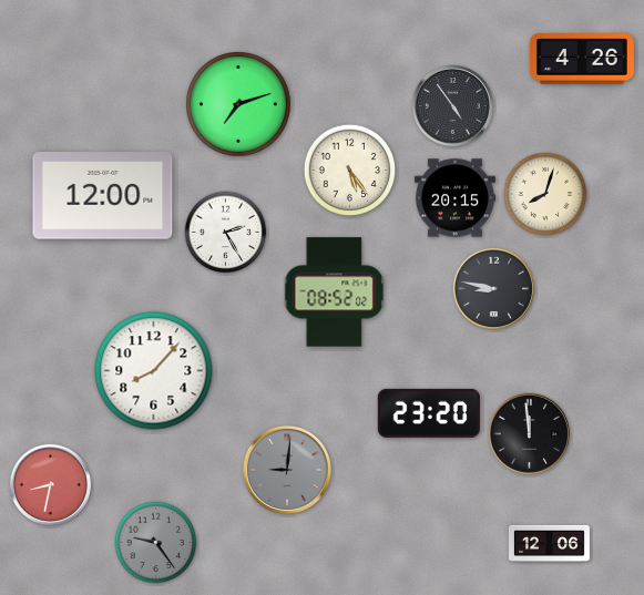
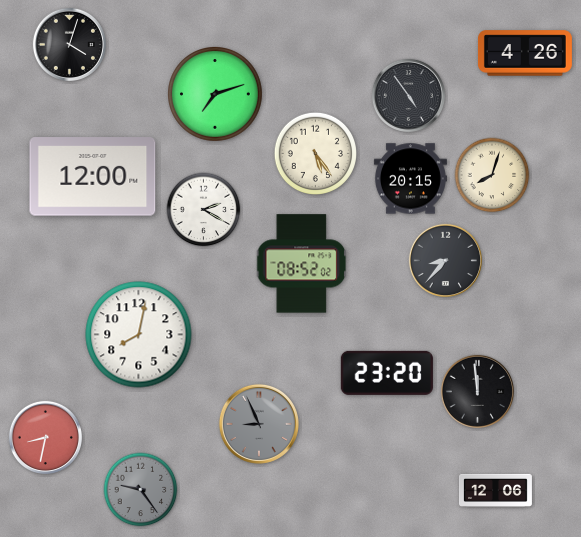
clock at (69, 44): none -> 4:03
clock at (226, 233): 2:25 -> 2:20
clock at (493, 288): 8:47 -> 8:37
clock at (154, 371): 8:07 -> 8:02
clock at (287, 470): 9:01 -> 8:56
